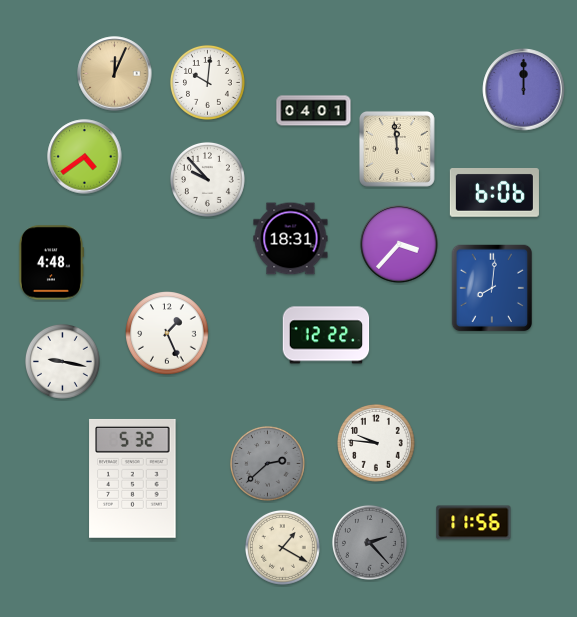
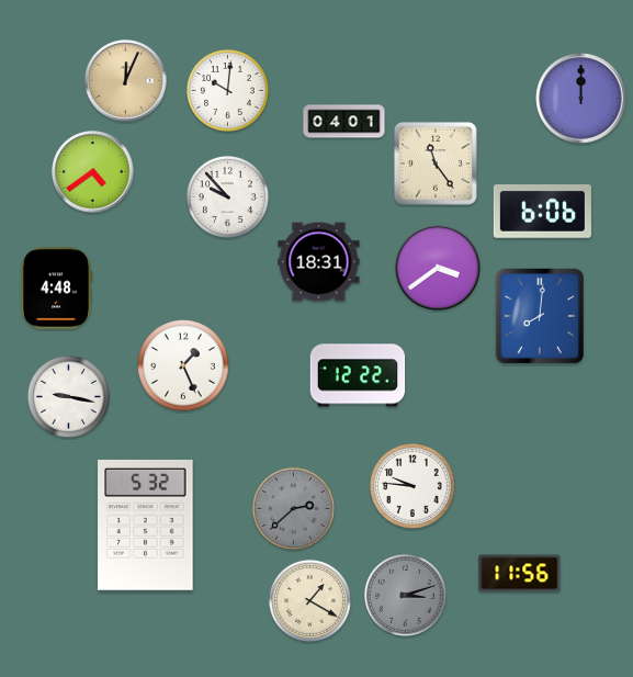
clock at (524, 90) position: (524, 90) -> (581, 99)
clock at (397, 149): 11:59 -> 11:24
clock at (399, 244): 3:37 -> 3:39
clock at (326, 335) position: (326, 335) -> (358, 375)
clock at (370, 543): 2:23 -> 3:12
